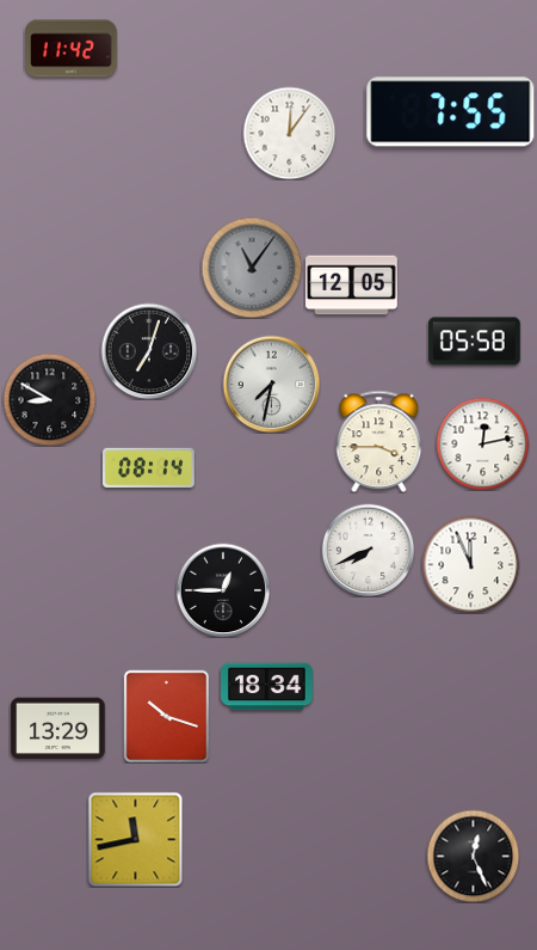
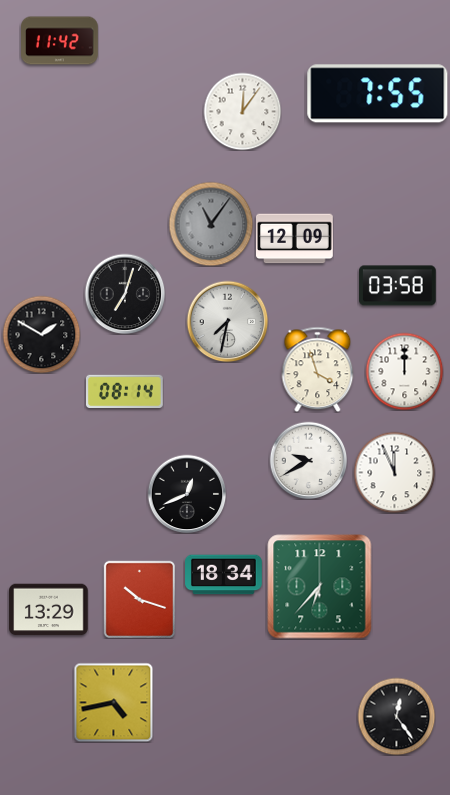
clock at (352, 286): 12:05 -> 12:09
clock at (475, 342): 05:58 -> 03:58
clock at (49, 399): 8:50 -> 1:50
clock at (379, 441): 3:45 -> 3:57
clock at (482, 443): 12:13 -> 12:00
clock at (368, 550): 7:41 -> 9:40
clock at (223, 590): 12:45 -> 12:41
clock at (320, 587): none -> 6:37
clock at (135, 839): 11:43 -> 4:43
clock at (473, 856): 12:26 -> 12:24
